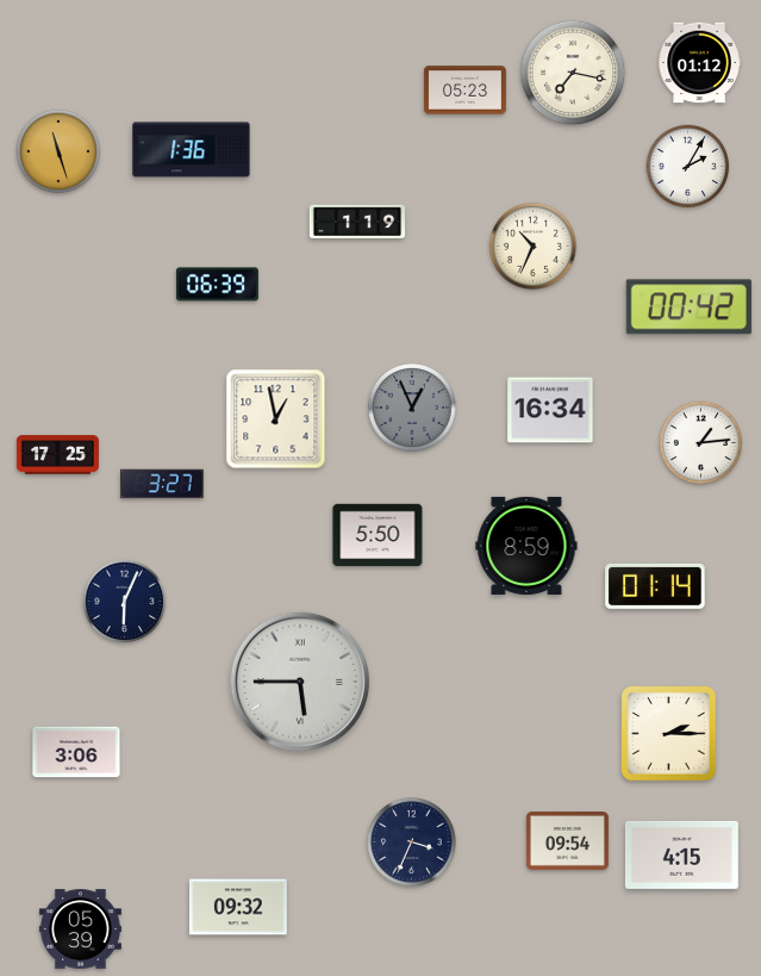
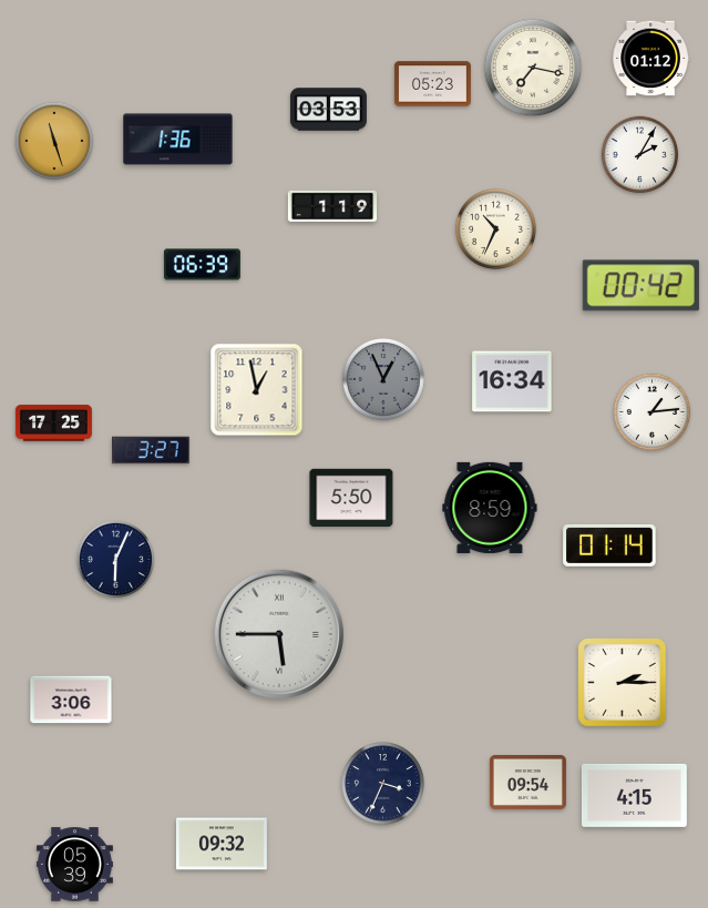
clock at (328, 110): none -> 03:53
